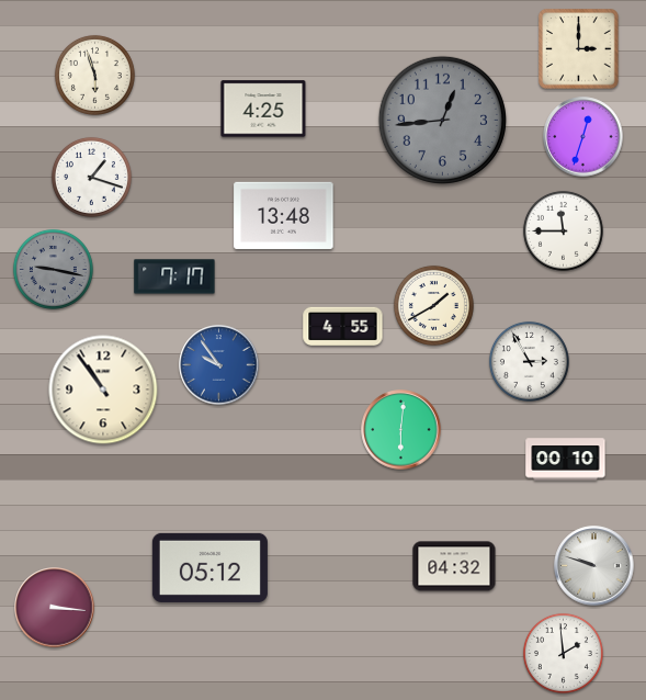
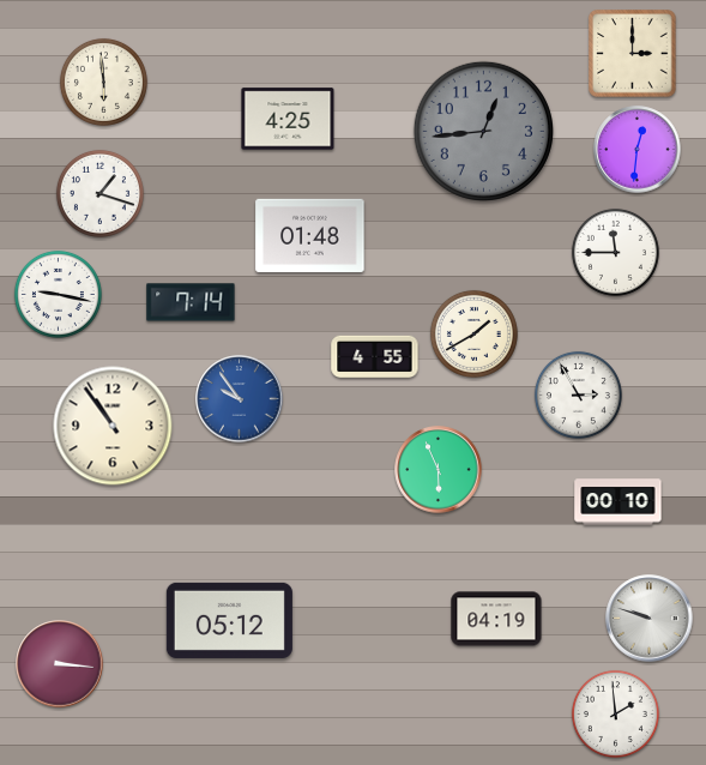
clock at (94, 75): 5:57 -> 5:59
clock at (583, 137): 12:33 -> 12:31
clock at (284, 215): 13:48 -> 01:48
clock at (53, 269) dial: grey -> white
clock at (174, 276): 7:17 -> 7:14
clock at (401, 430): 6:01 -> 5:56
clock at (454, 566): 04:32 -> 04:19
